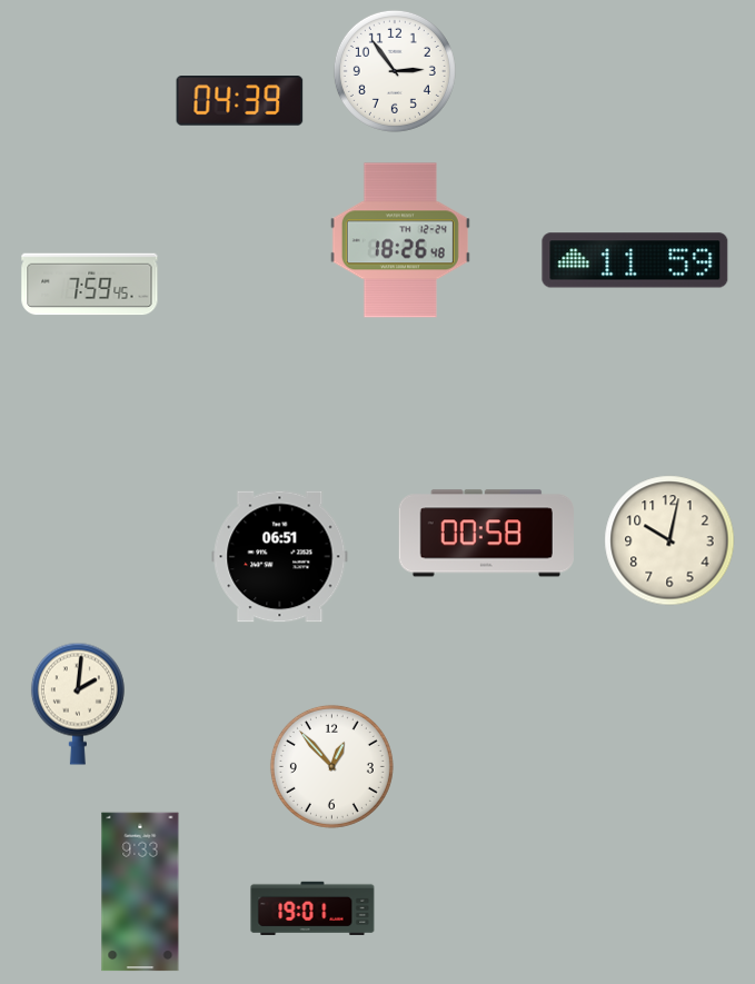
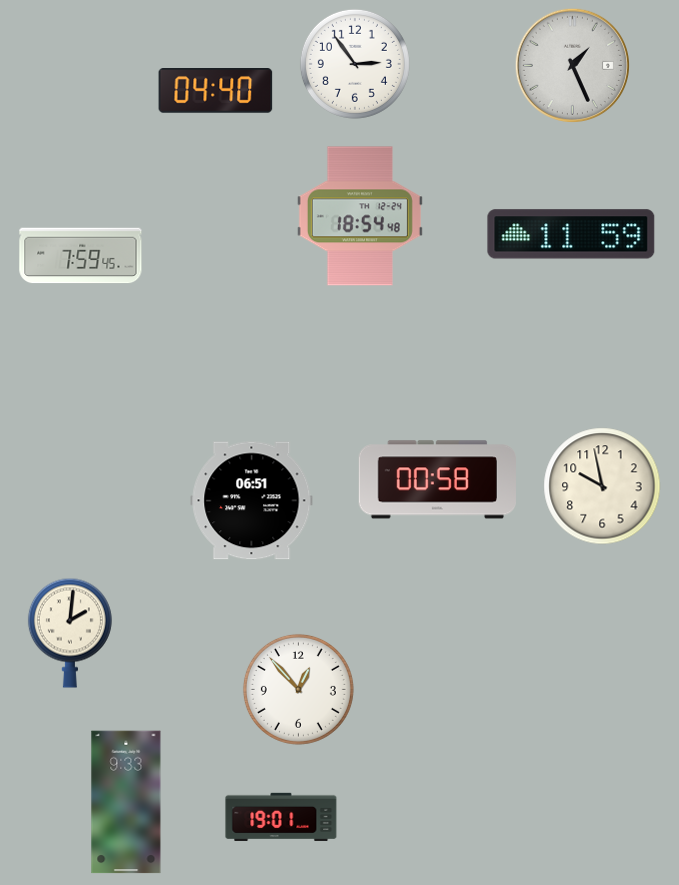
clock at (572, 65): none -> 1:26
clock at (240, 101): 04:39 -> 04:40
clock at (400, 240): 18:26 -> 18:54
clock at (669, 540): 10:02 -> 9:58
